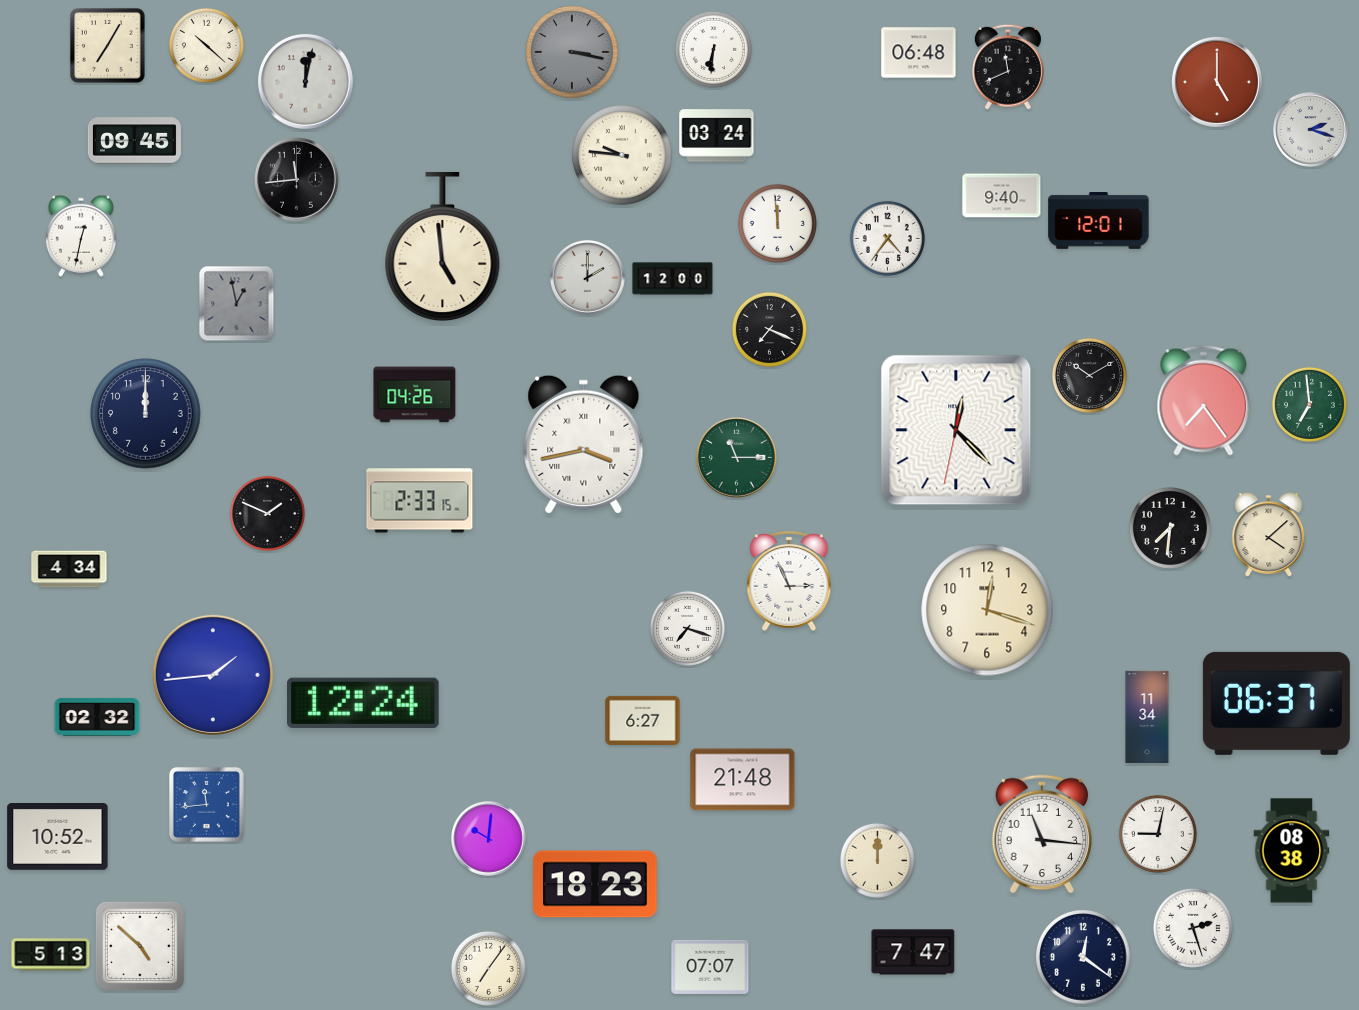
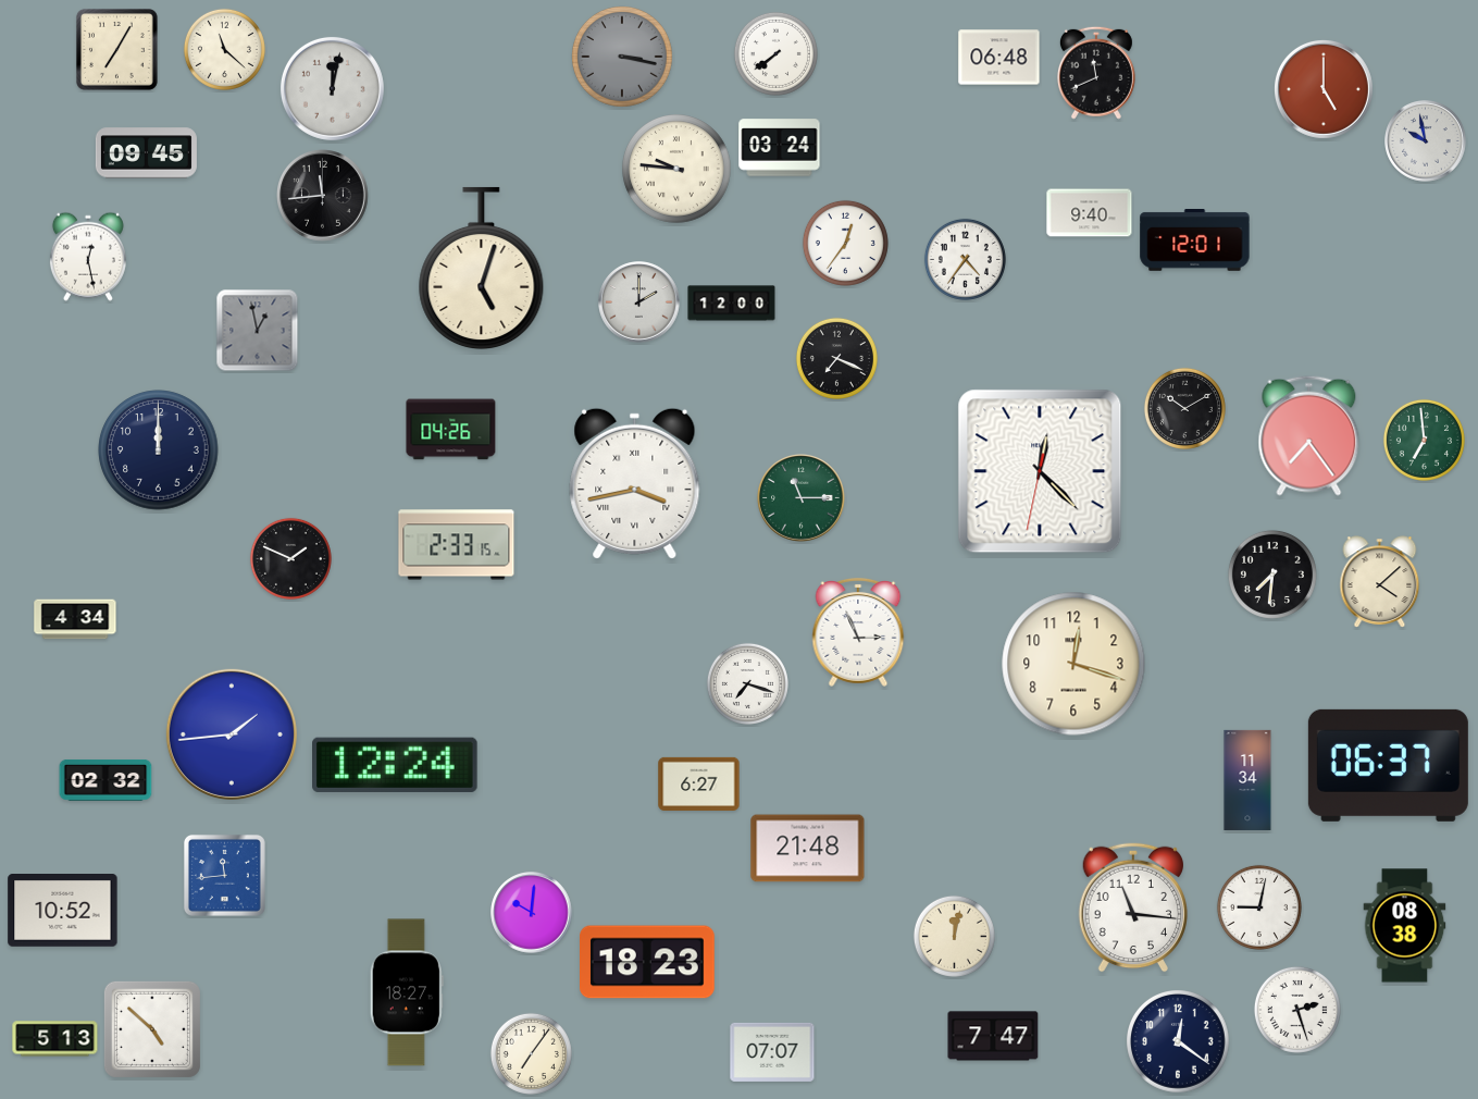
clock at (206, 45): 10:22 -> 11:22
clock at (713, 49): 6:31 -> 7:39
clock at (1311, 130): 2:18 -> 9:58
clock at (777, 223): 11:59 -> 12:36
clock at (81, 236): 12:32 -> 12:28
clock at (443, 247): 4:59 -> 5:03
clock at (956, 430) position: (956, 430) -> (1040, 471)
clock at (877, 860): 12:00 -> 12:02
clock at (407, 992): none -> 18:27
